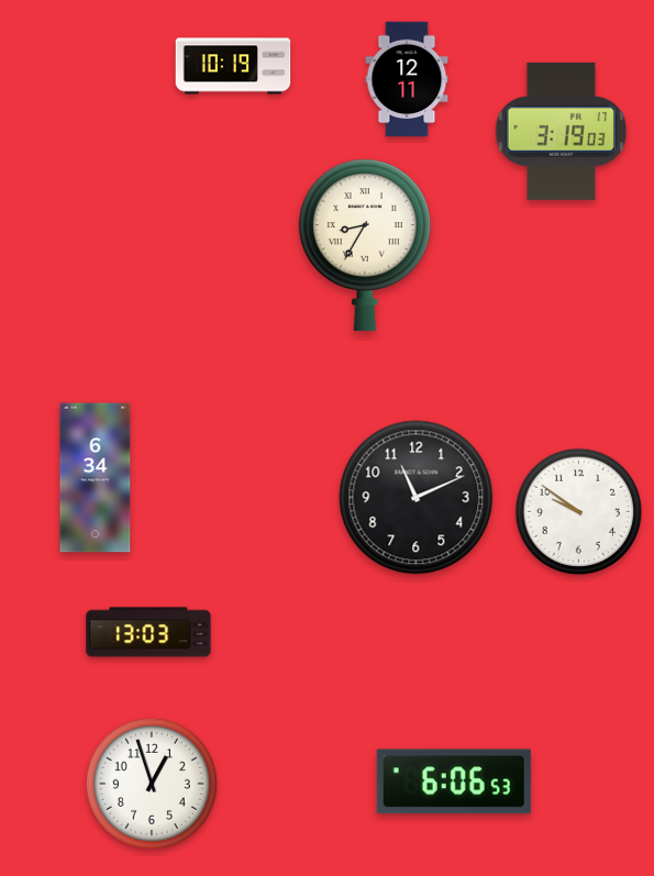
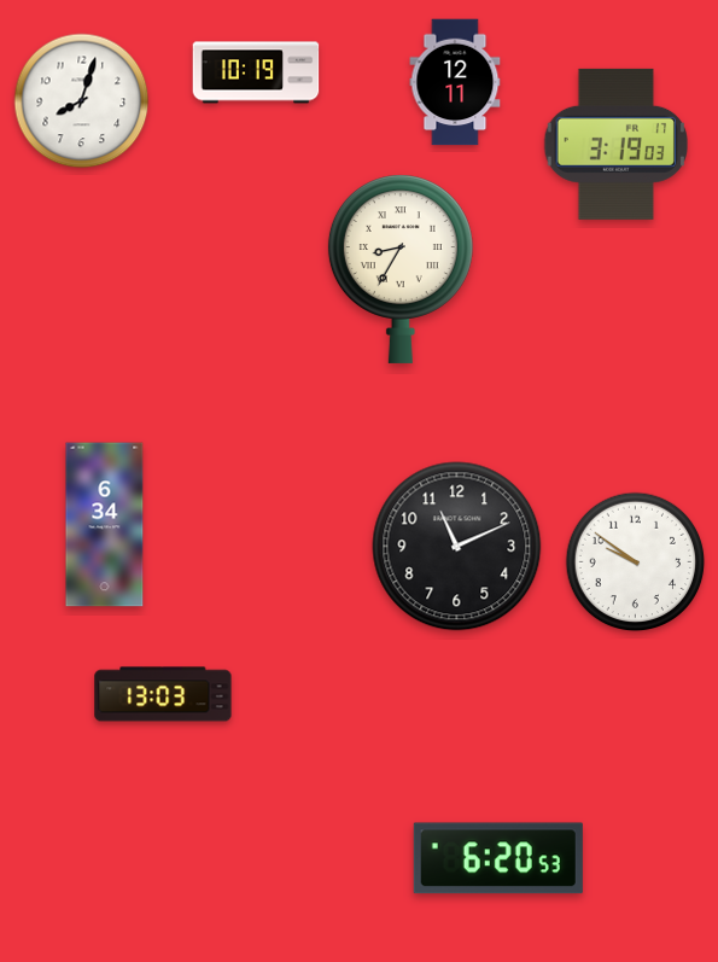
clock at (407, 79) position: (407, 79) -> (455, 82)
clock at (82, 101): none -> 8:03
clock at (454, 781): 6:06 -> 6:20
clock at (152, 784): 12:57 -> none
